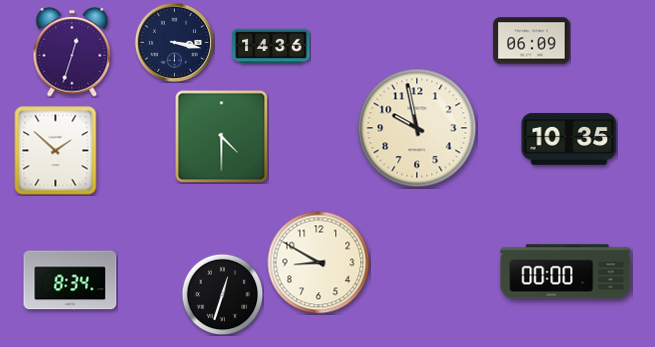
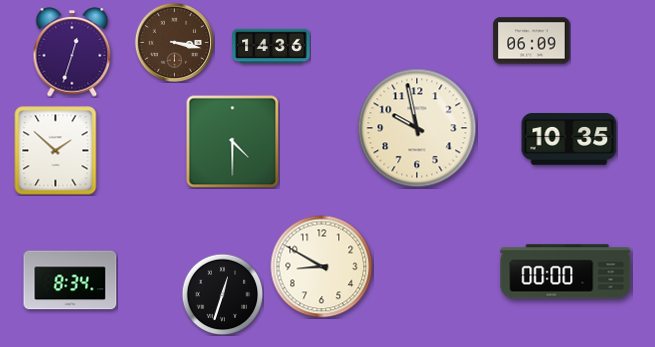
clock at (174, 42) dial: navy -> brown
clock at (221, 136) position: (221, 136) -> (232, 141)
clock at (319, 263) position: (319, 263) -> (322, 267)
